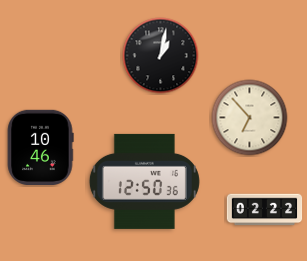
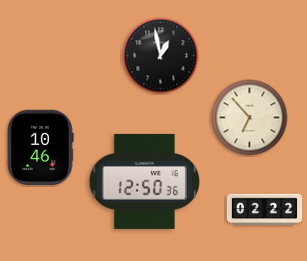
clock at (161, 56): 1:02 -> 12:58
